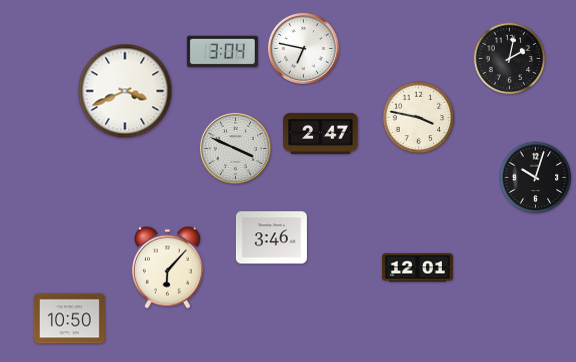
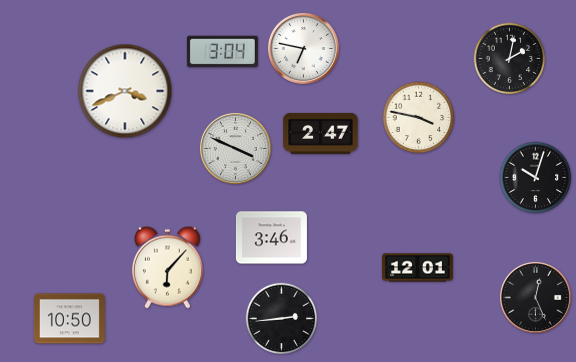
clock at (535, 297): none -> 12:26
clock at (282, 319): none -> 2:44
